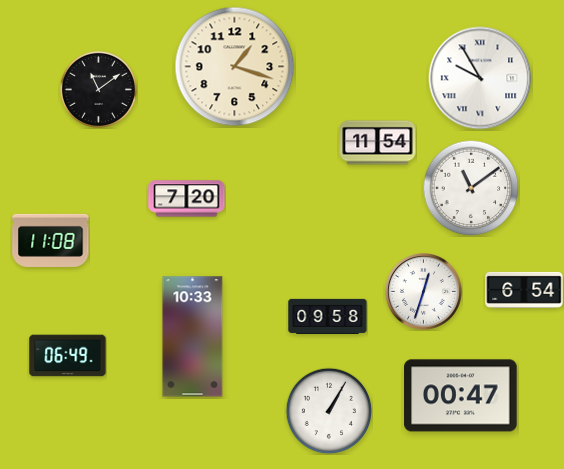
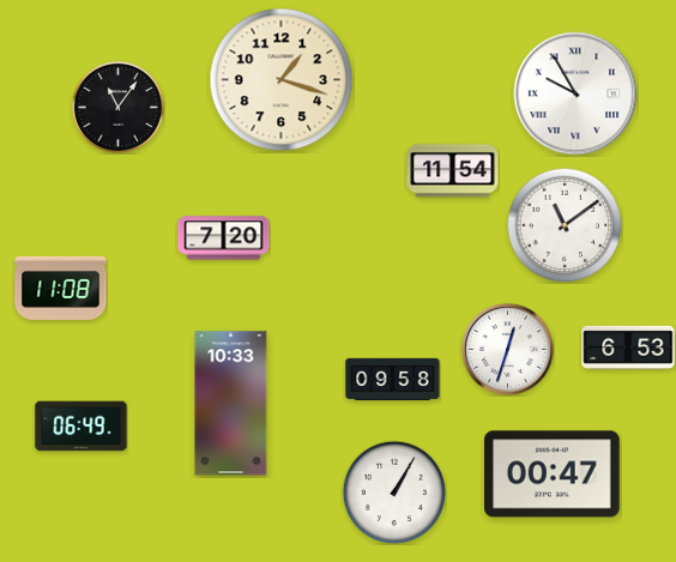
clock at (98, 89): 11:09 -> 11:06
clock at (524, 290): 6:54 -> 6:53
